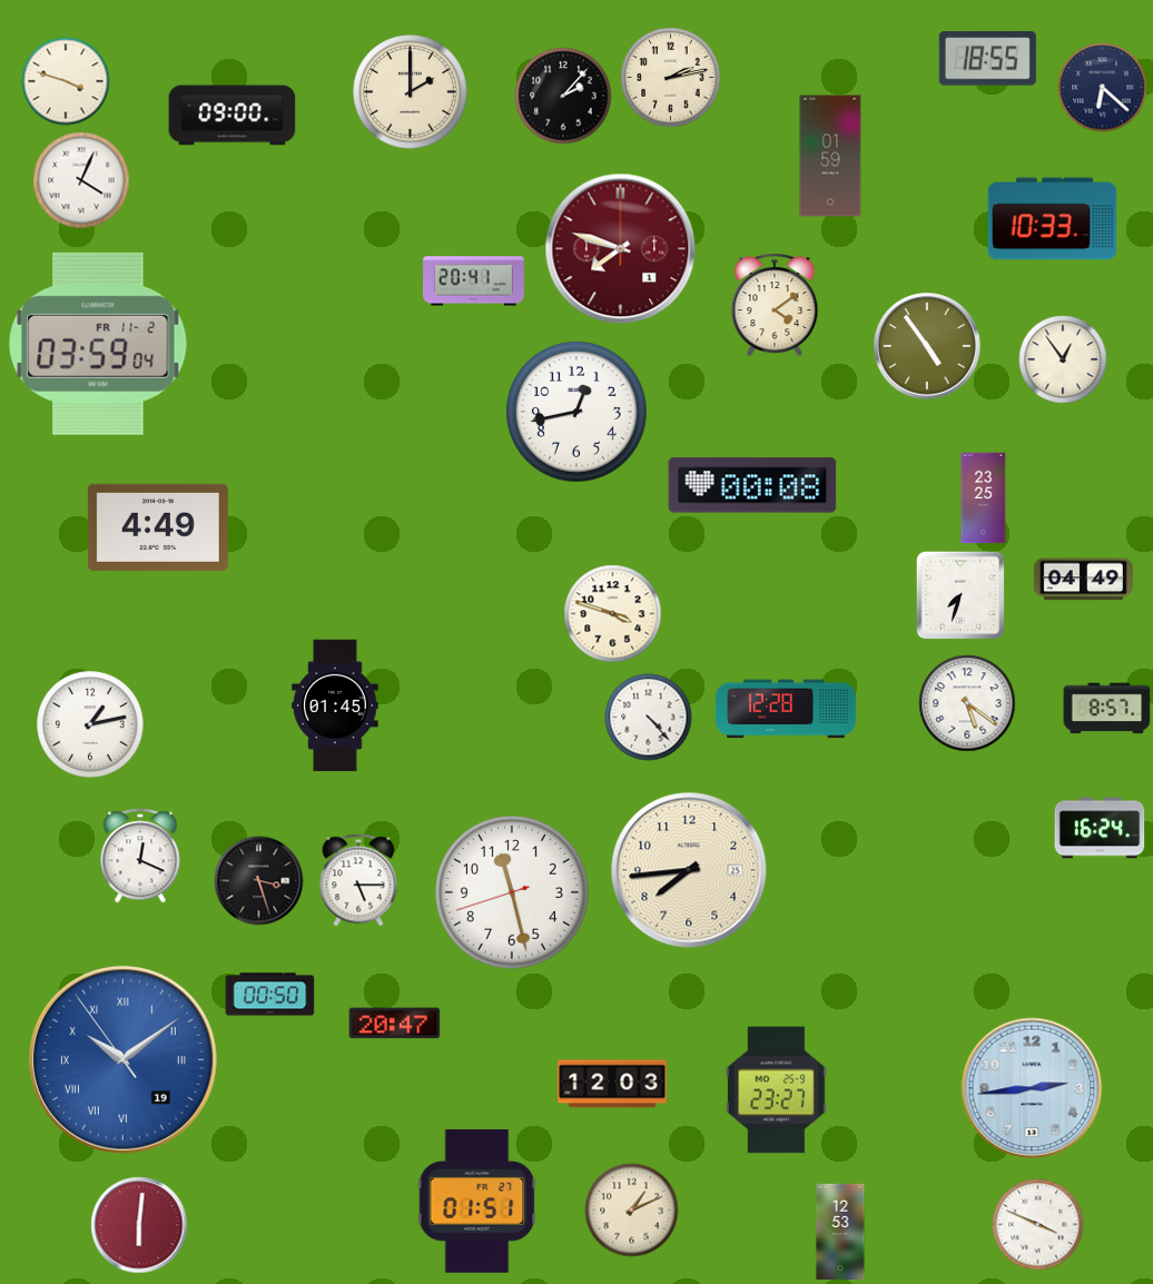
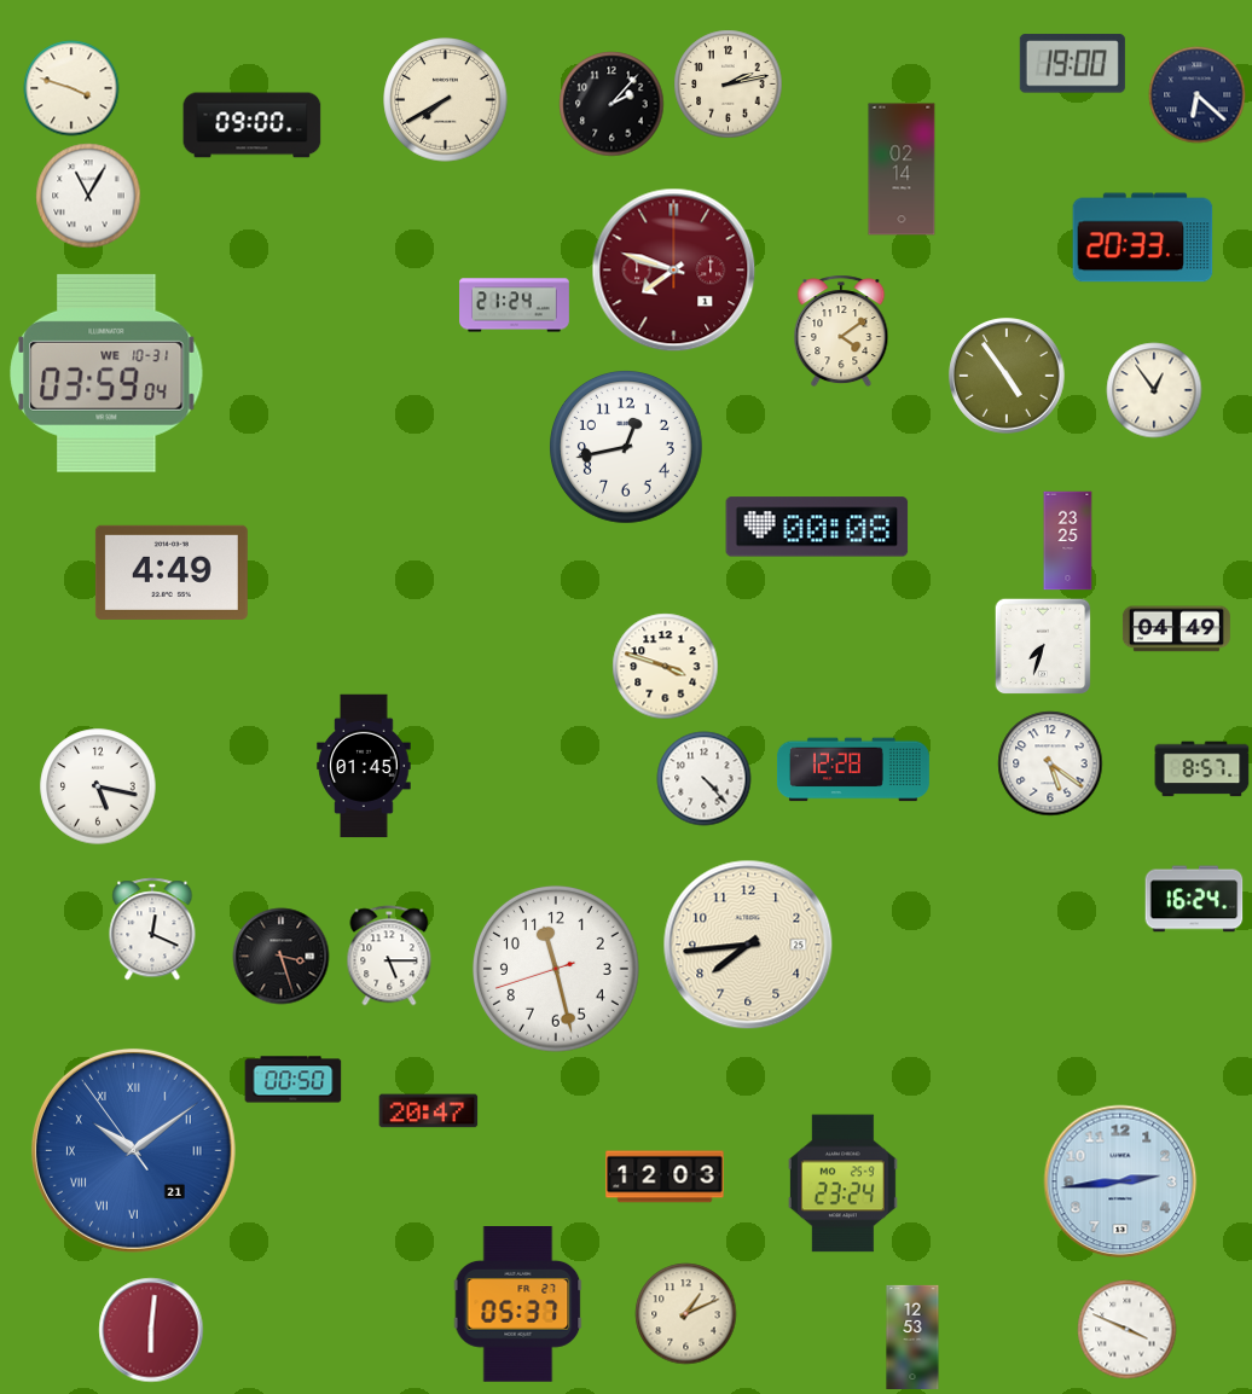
clock at (987, 59): 18:55 -> 19:00
clock at (411, 92): 2:00 -> 7:40
clock at (830, 156): 01:59 -> 02:14
clock at (81, 180): 4:04 -> 11:05
clock at (1053, 219): 10:33 -> 20:33
clock at (474, 282): 20:41 -> 21:24
clock at (98, 344) date: FR 11-2 -> WE 10-31
clock at (90, 724): 1:13 -> 5:17
clock at (122, 1059) date: 19 -> 21
clock at (776, 1090): 23:27 -> 23:24
clock at (477, 1202): 01:51 -> 05:37
